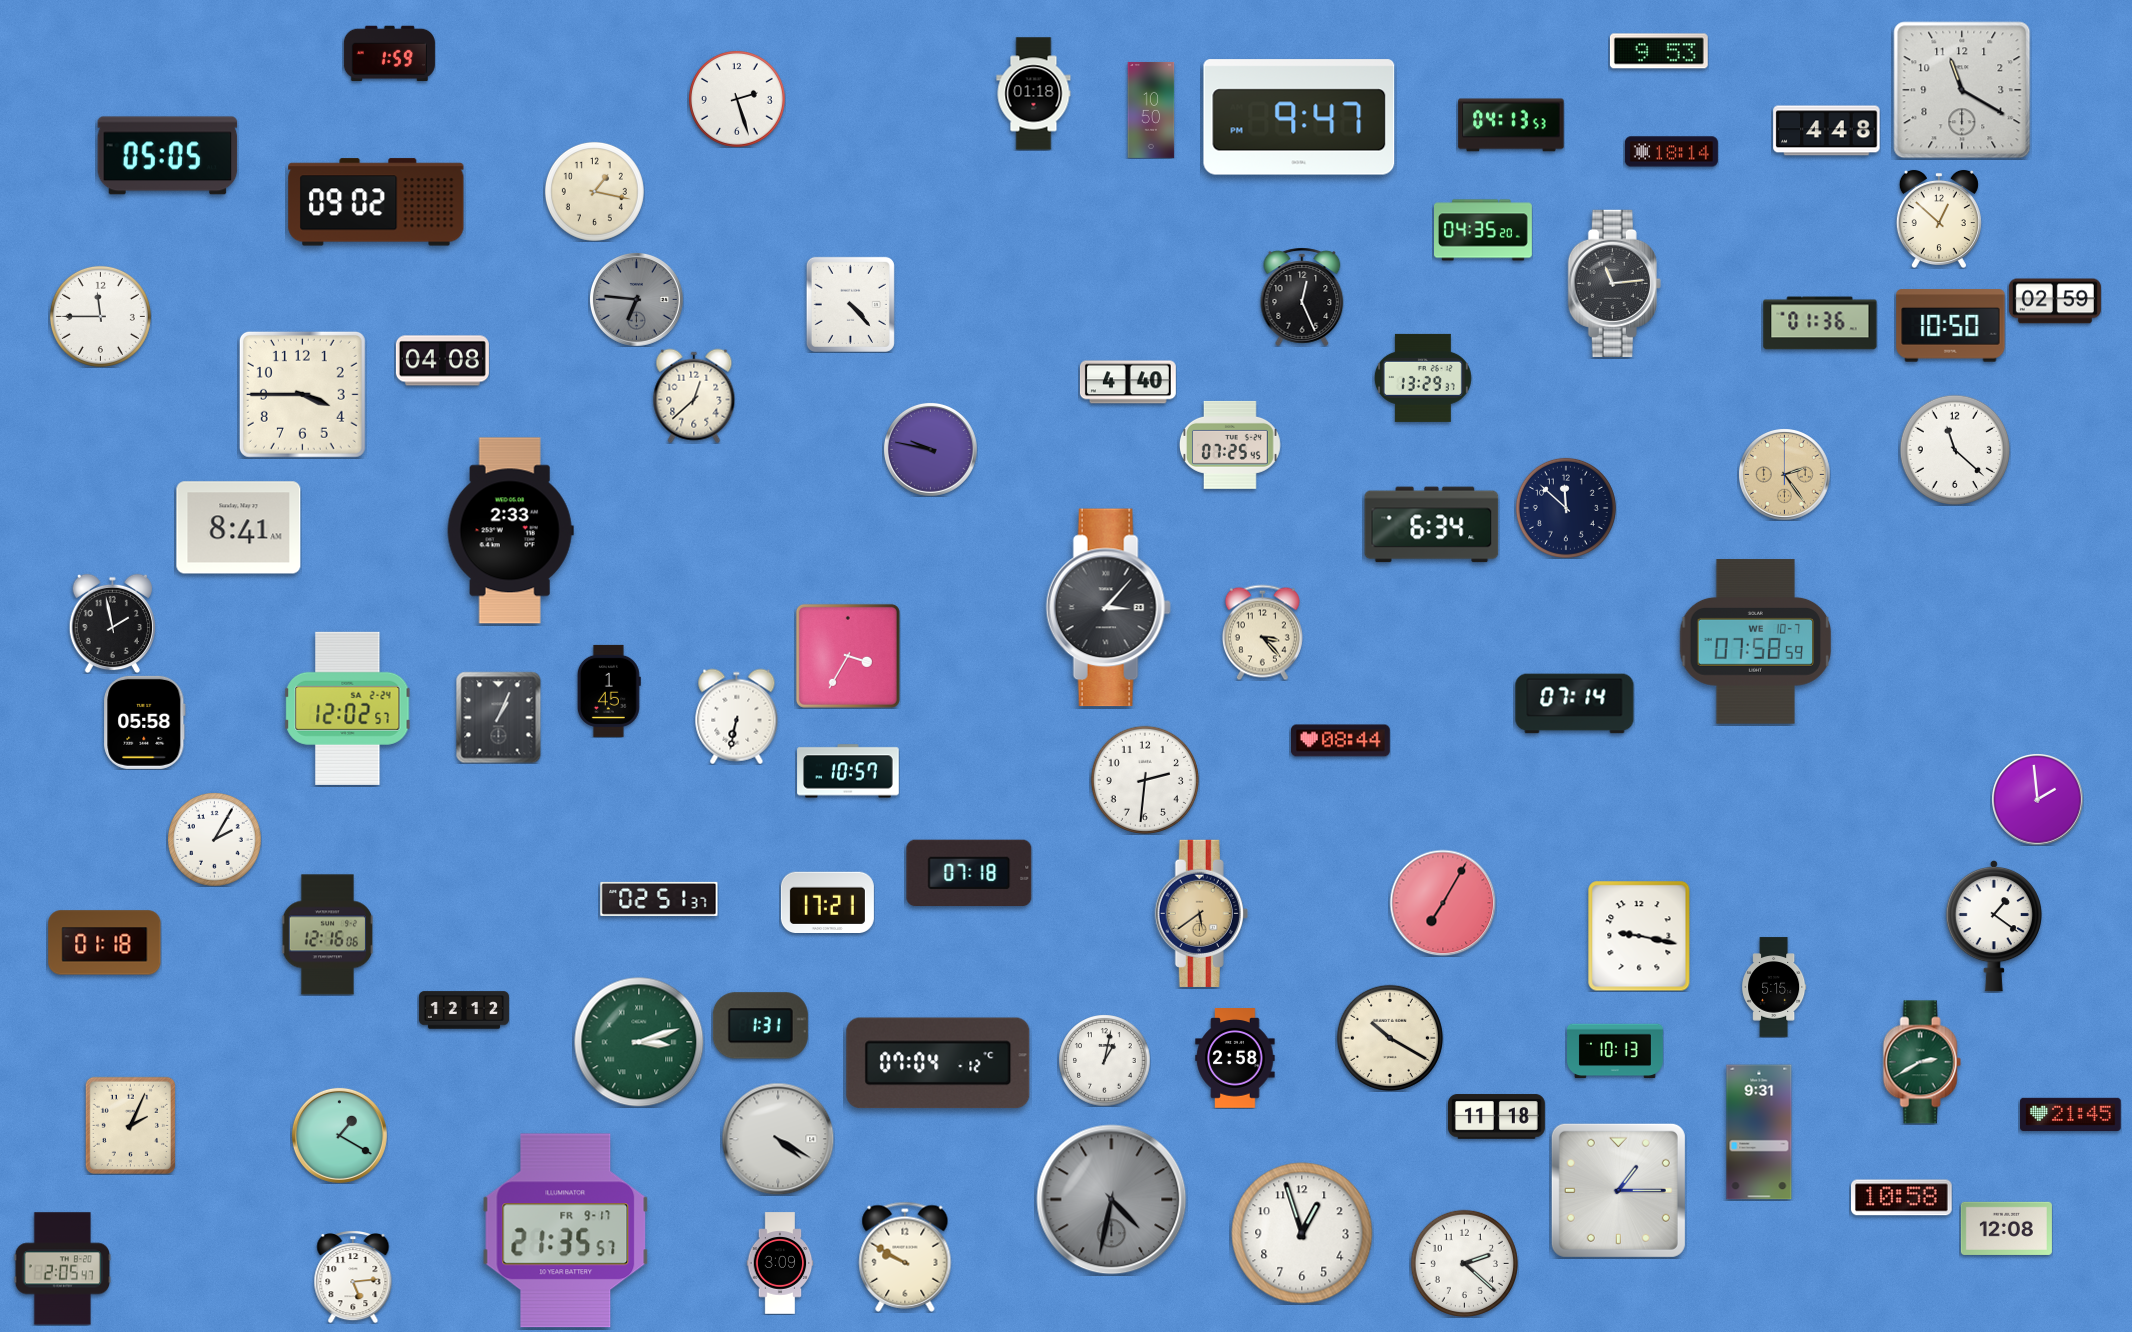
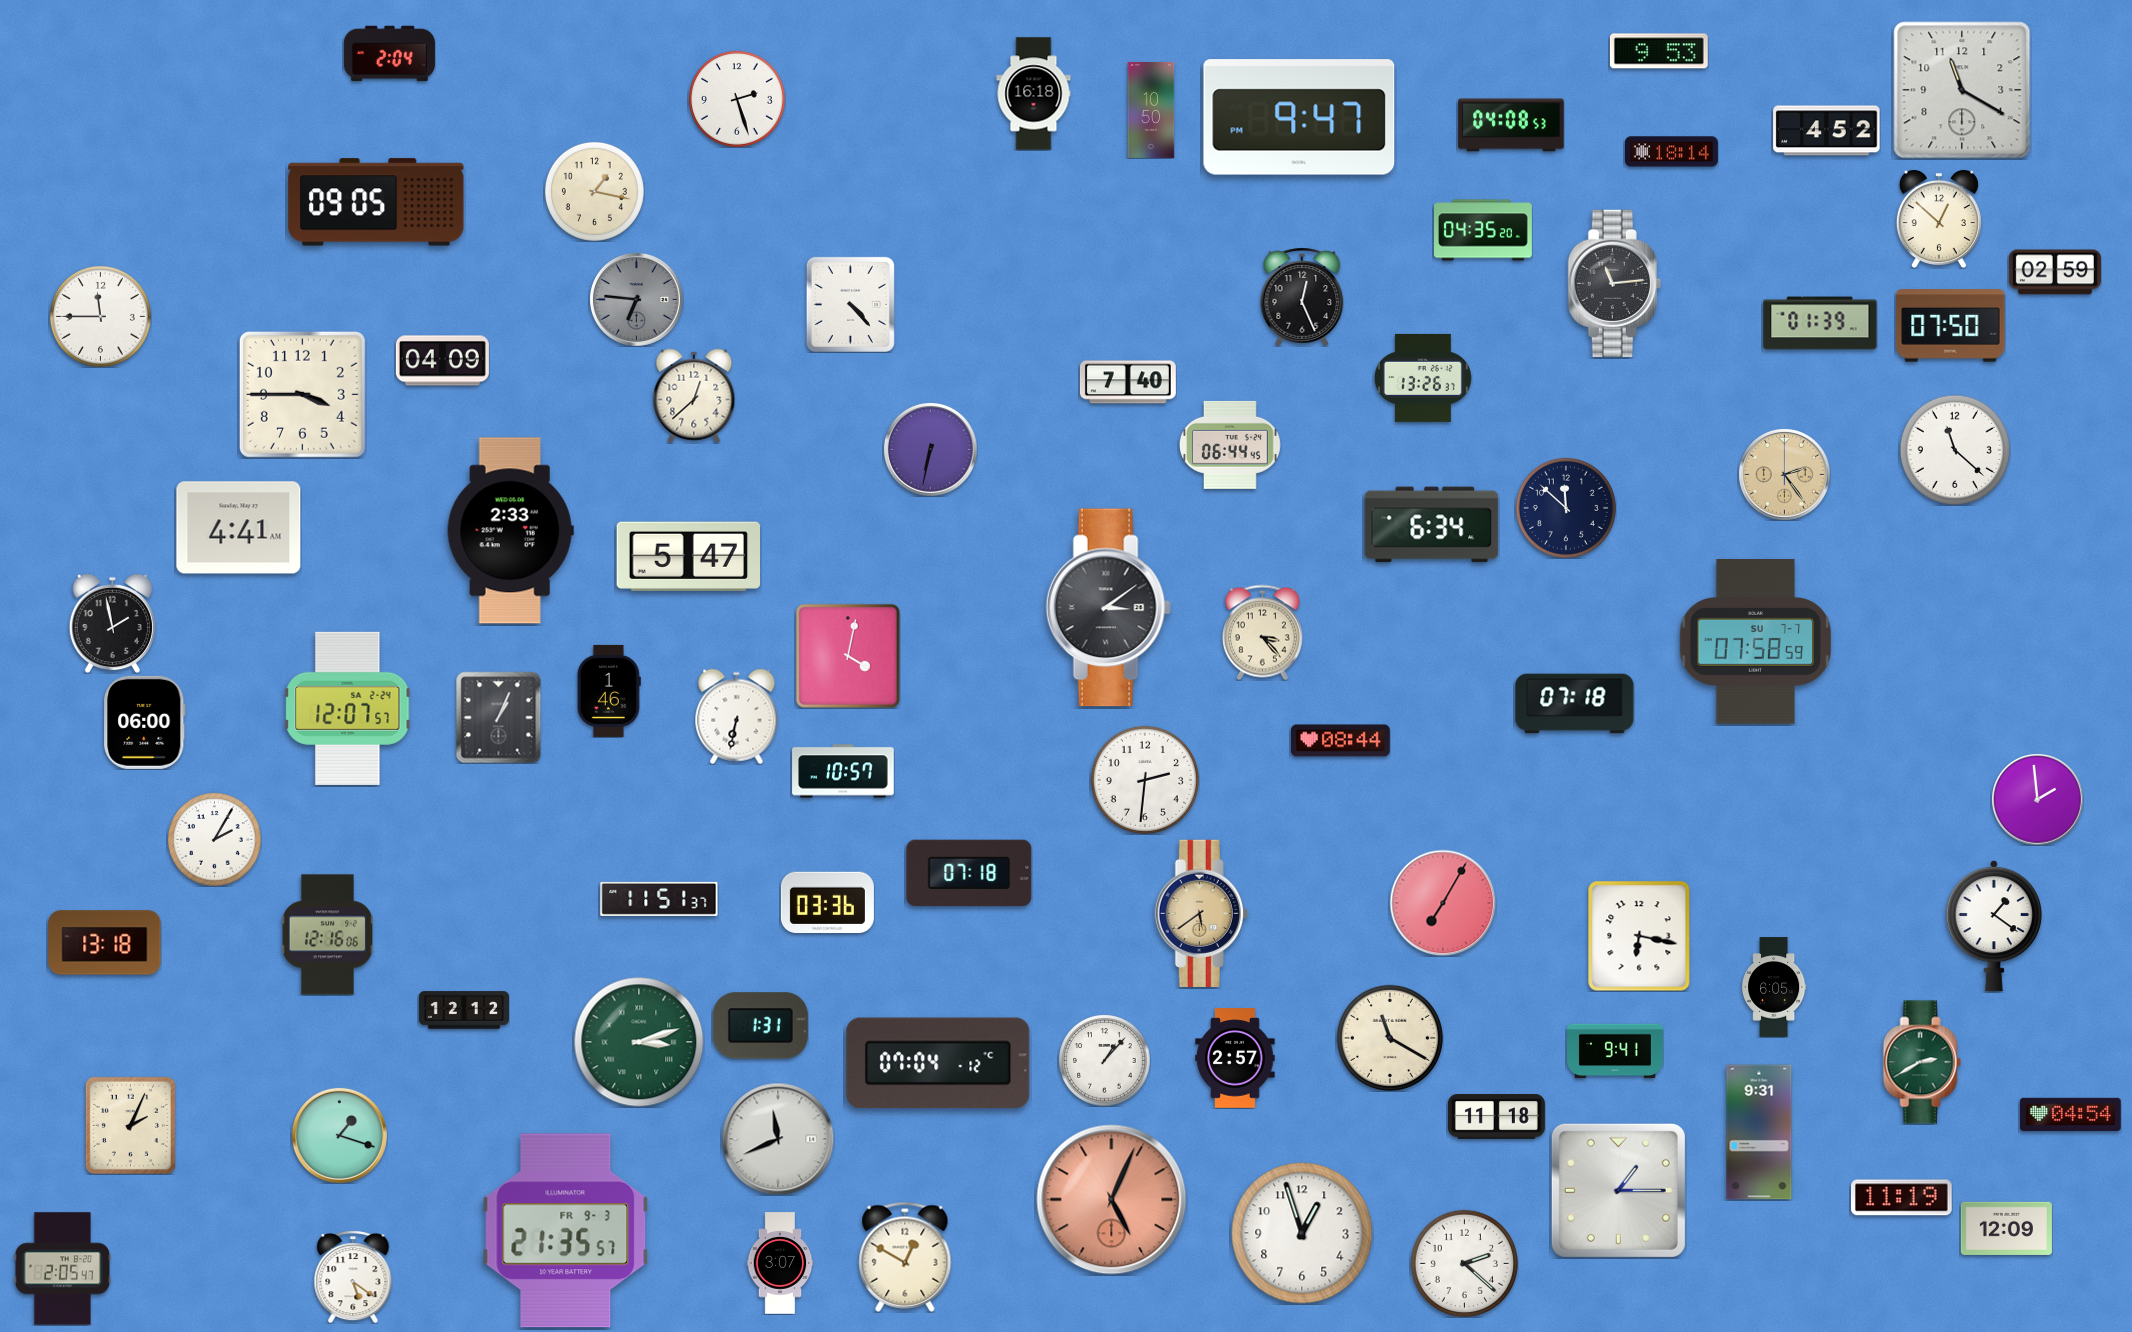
clock at (389, 54): 1:59 -> 2:04
clock at (1034, 94): 01:18 -> 16:18
clock at (1511, 125): 04:13 -> 04:08
clock at (1827, 131): 4:48 -> 4:52
clock at (168, 156): 05:05 -> none
clock at (376, 202): 09:02 -> 09:05
clock at (2055, 301) position: (2055, 301) -> (2055, 272)
clock at (1820, 323): 01:36 -> 01:39
clock at (1951, 326): 10:50 -> 07:50
clock at (442, 361): 04:08 -> 04:09
clock at (1423, 378): 13:29 -> 13:26
clock at (1128, 382): 4:40 -> 7:40
clock at (1231, 445): 07:25 -> 06:44
clock at (930, 449): 9:47 -> 6:32
clock at (239, 528): 8:41 -> 4:41
clock at (688, 556): none -> 5:47
clock at (1108, 608): 3:07 -> 3:09
clock at (1756, 642) date: WE 10-7 -> SU 7-7
clock at (848, 656): 3:35 -> 4:02
clock at (609, 691): 1:45 -> 1:46
clock at (1575, 704): 07:14 -> 07:18
clock at (348, 708): 12:02 -> 12:07
clock at (145, 722): 05:58 -> 06:00
clock at (848, 771) position: (848, 771) -> (843, 771)
clock at (659, 899): 02:51 -> 11:51
clock at (827, 902): 17:21 -> 03:36
clock at (1639, 936): 9:17 -> 6:17
clock at (105, 943): 01:18 -> 13:18
clock at (1775, 987): 5:15 -> 6:05
clock at (1390, 1038): 10:20 -> 11:20
clock at (1616, 1051): 10:13 -> 9:41
clock at (1235, 1058): 2:58 -> 2:57
clock at (1104, 1060): 1:02 -> 1:07
clock at (2071, 1114): 21:45 -> 04:54
clock at (339, 1135): 1:20 -> 1:18
clock at (778, 1139): 4:20 -> 11:41
clock at (1902, 1198): 10:58 -> 11:19
clock at (1112, 1200): 4:32 -> 5:04
clock at (1112, 1200) dial: grey -> salmon
clock at (2006, 1228): 12:08 -> 12:09
clock at (566, 1231) date: FR 9-17 -> FR 9-3
clock at (905, 1257): 9:50 -> 12:50
clock at (780, 1263): 3:09 -> 3:07
clock at (353, 1277): 5:14 -> 5:21
